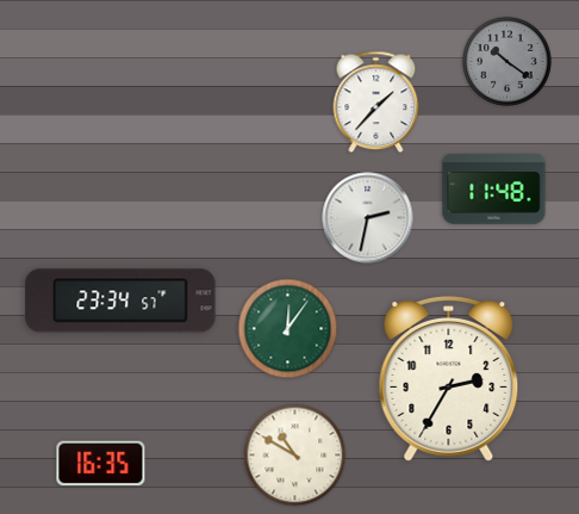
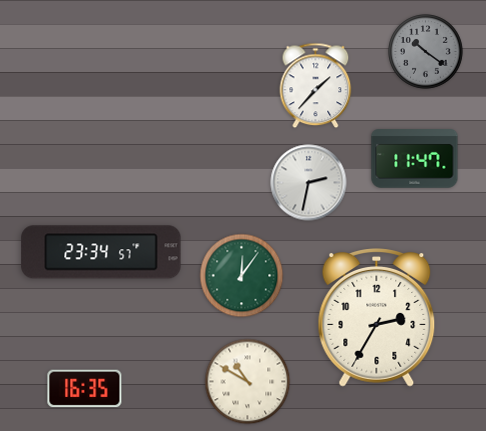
clock at (494, 190): 11:48 -> 11:47
